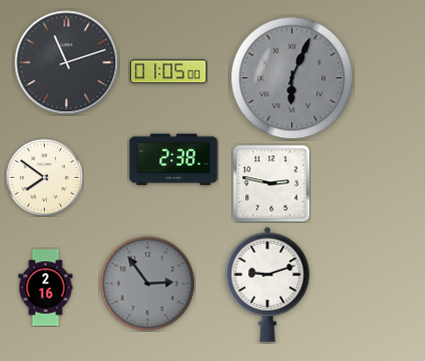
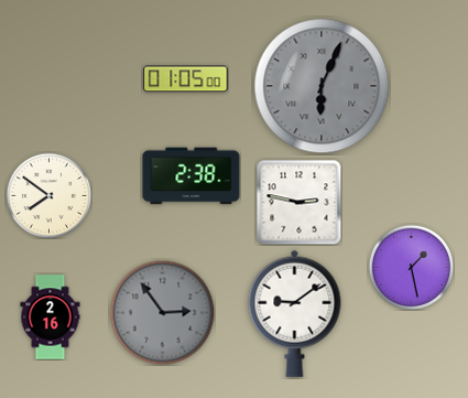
clock at (67, 63): 11:12 -> none
clock at (411, 267): none -> 1:28
clock at (268, 284): 9:12 -> 9:09
